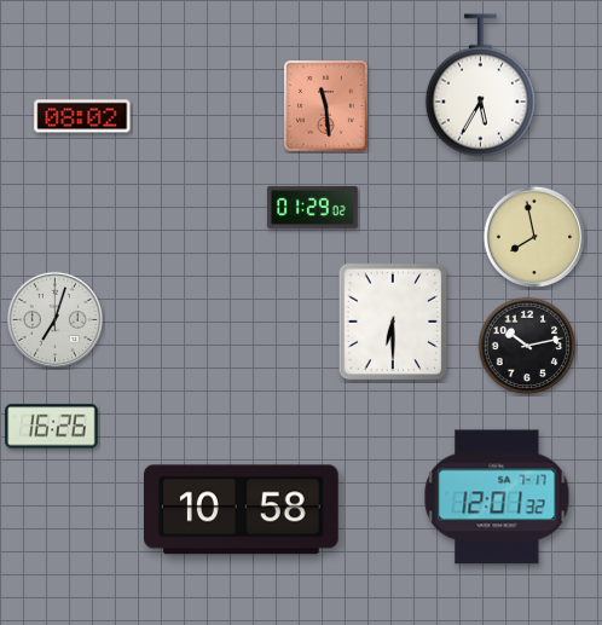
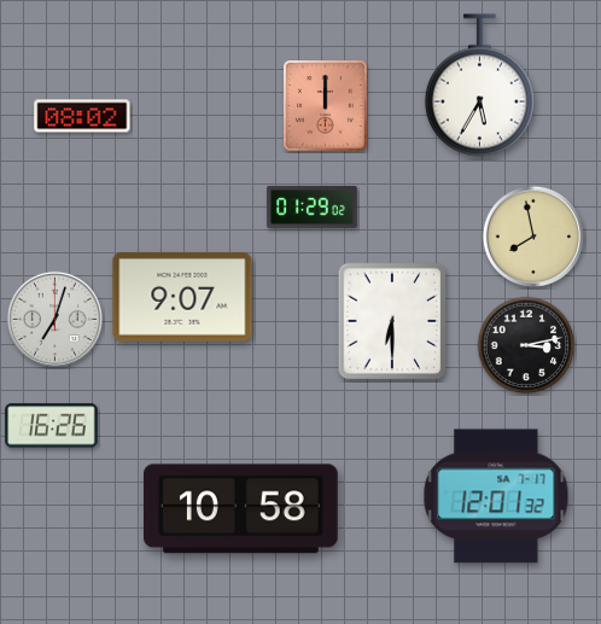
clock at (326, 106): 11:29 -> 12:00
clock at (182, 297): none -> 9:07
clock at (527, 346): 10:13 -> 3:13
